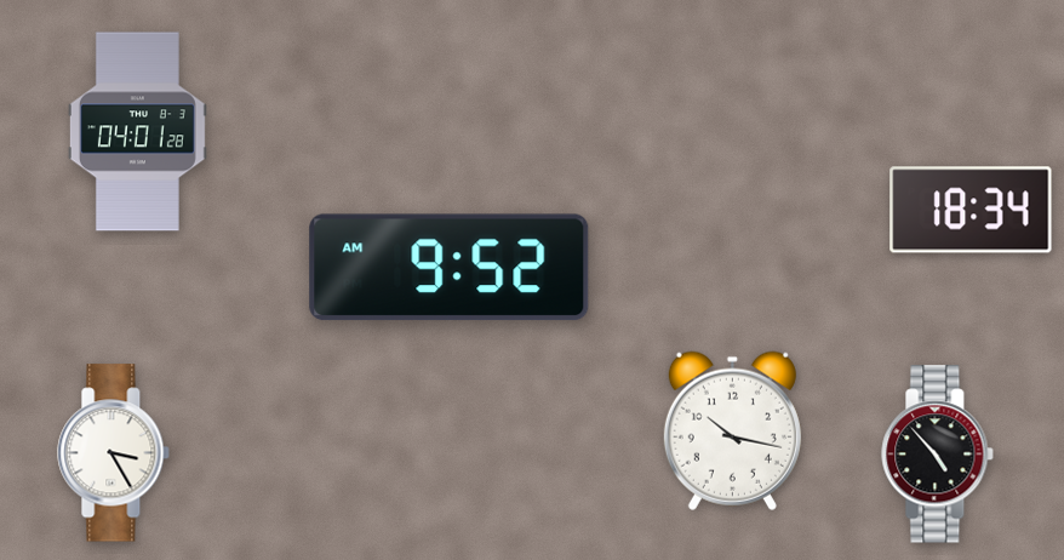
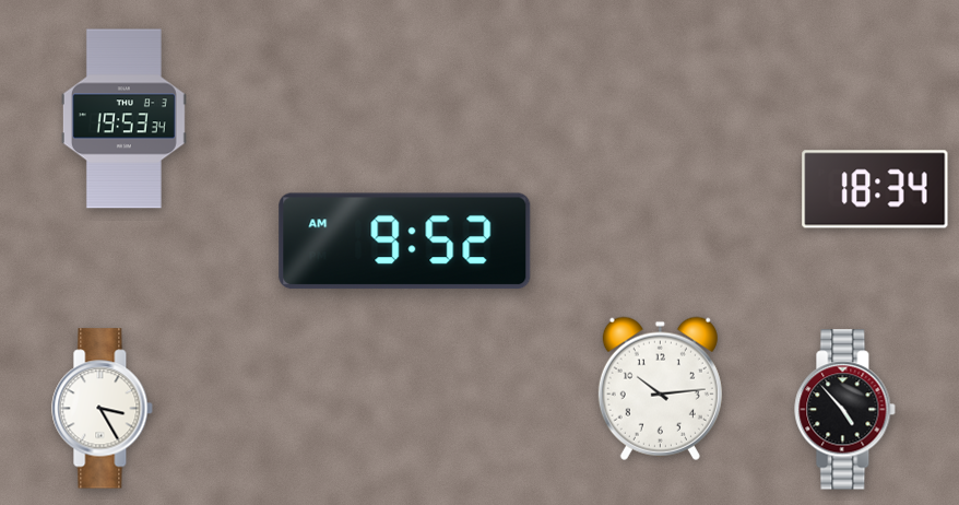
clock at (137, 132): 04:01 -> 19:53
clock at (732, 430): 10:17 -> 10:14
